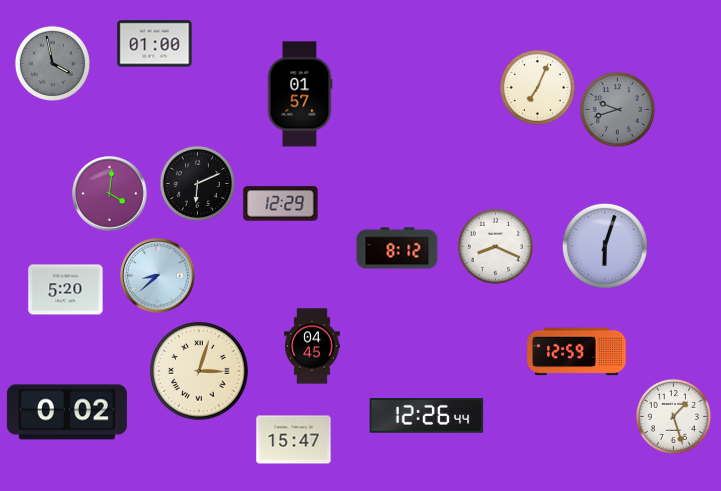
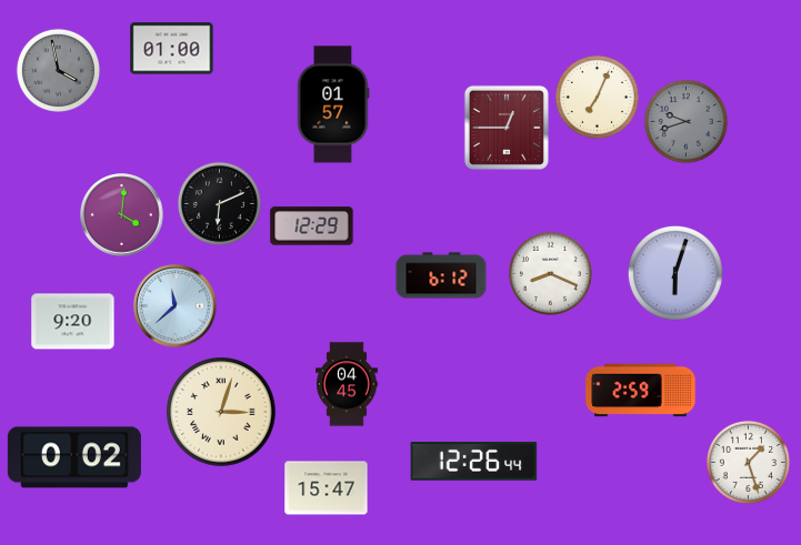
clock at (507, 128): none -> 12:45
clock at (605, 246) position: (605, 246) -> (675, 273)
clock at (397, 248): 8:12 -> 6:12
clock at (158, 276): 8:38 -> 11:38
clock at (66, 290): 5:20 -> 9:20
clock at (577, 352): 12:59 -> 2:59
